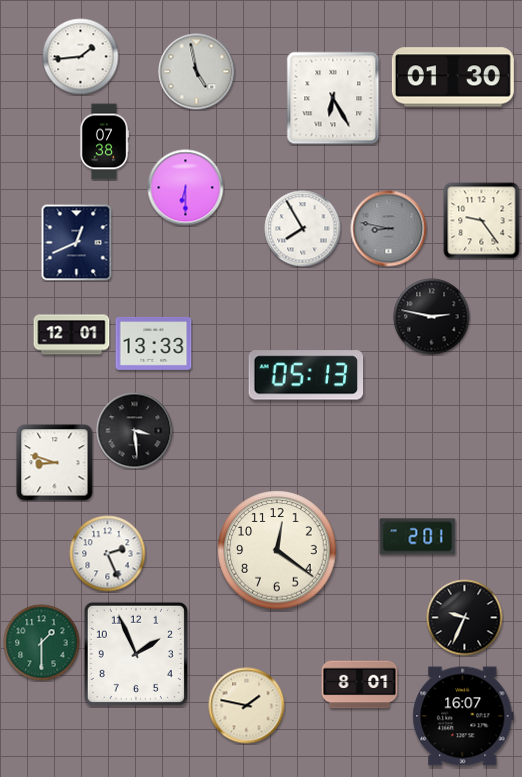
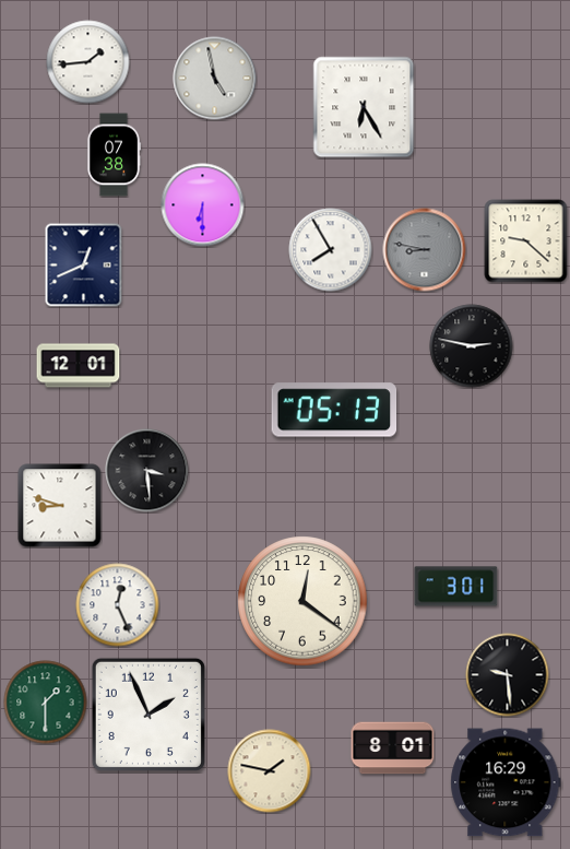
clock at (453, 77): 01:30 -> none
clock at (482, 221): 9:24 -> 9:22
clock at (154, 343): 13:33 -> none
clock at (418, 537): 2:01 -> 3:01
clock at (108, 554): 2:26 -> 12:26
clock at (465, 618): 9:34 -> 9:29
clock at (463, 716): 16:07 -> 16:29
